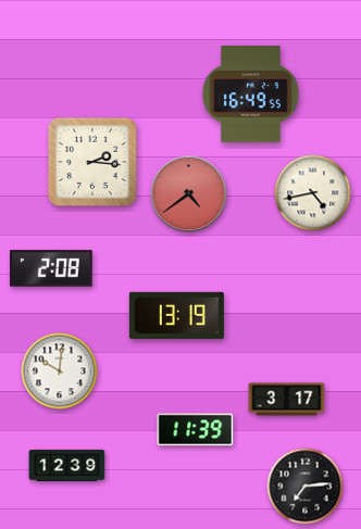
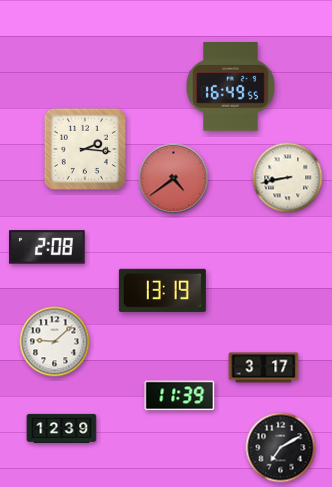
clock at (313, 193): 4:43 -> 8:43
clock at (60, 371): 10:01 -> 9:08
clock at (306, 487): 7:14 -> 7:10
